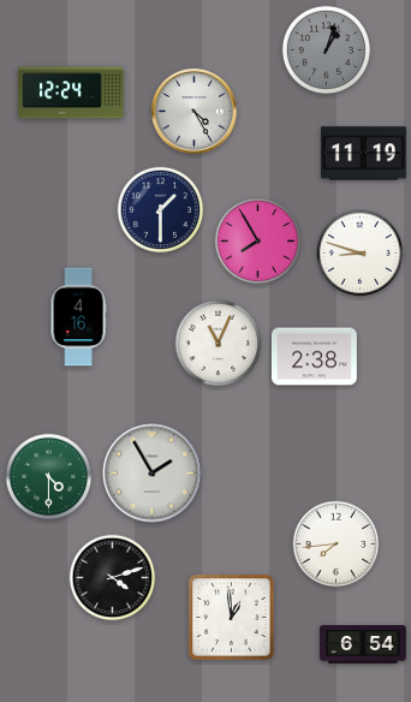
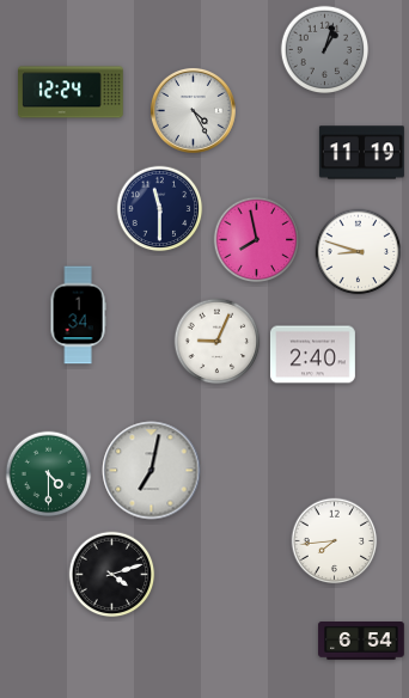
clock at (161, 210): 1:30 -> 11:30
clock at (258, 242): 7:55 -> 7:58
clock at (78, 317): 4:16 -> 1:34
clock at (219, 344): 11:04 -> 9:04
clock at (314, 357): 2:38 -> 2:40
clock at (153, 474): 1:55 -> 7:02
clock at (232, 618): 12:59 -> none
